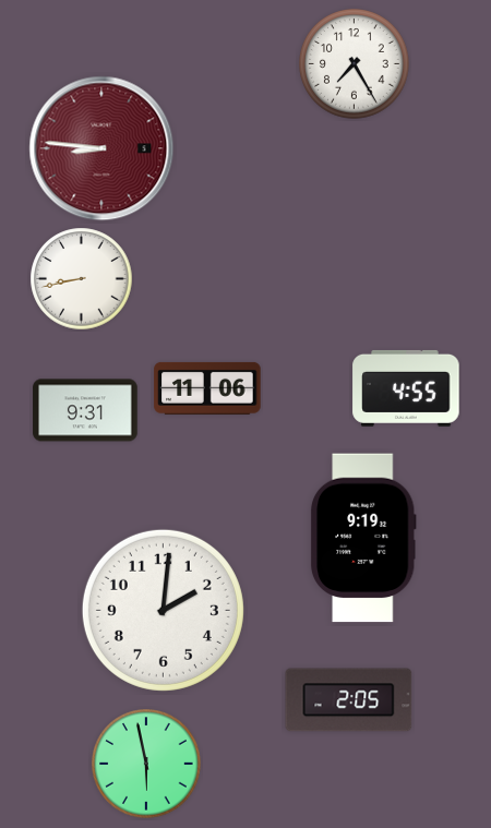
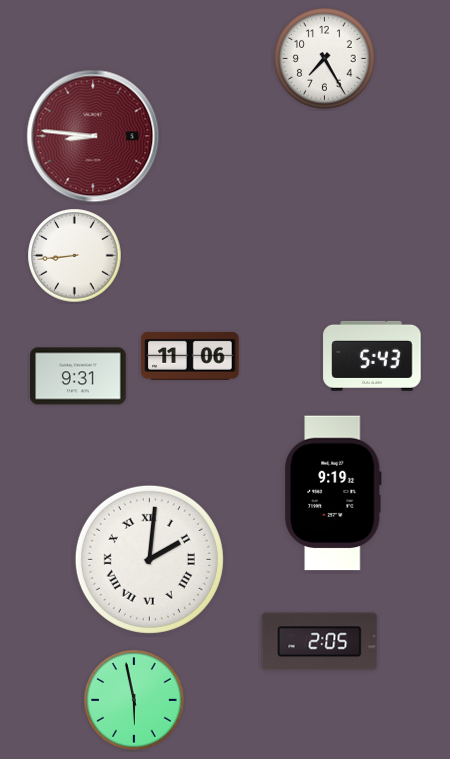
clock at (82, 279): 8:43 -> 8:44
clock at (406, 388): 4:55 -> 5:43
clock at (163, 610) numerals: Arabic -> Roman
